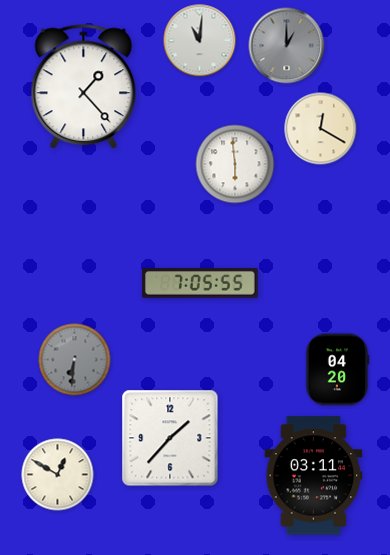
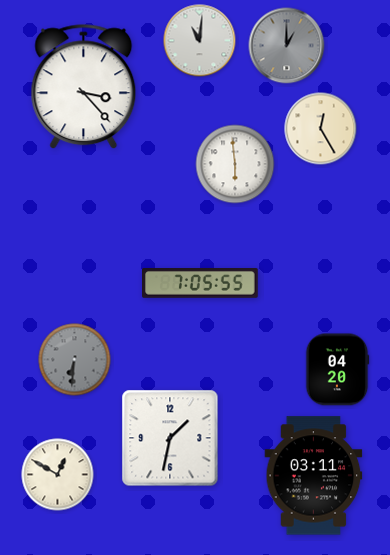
clock at (84, 87): 1:23 -> 3:23
clock at (321, 129): 12:20 -> 12:25
clock at (170, 438): 1:37 -> 1:32
